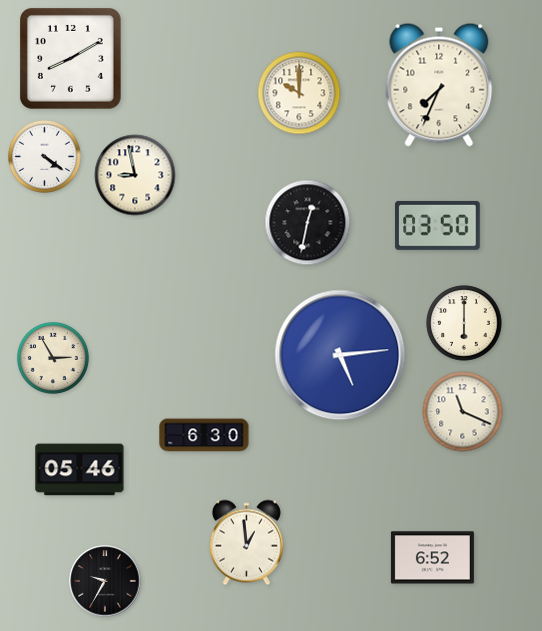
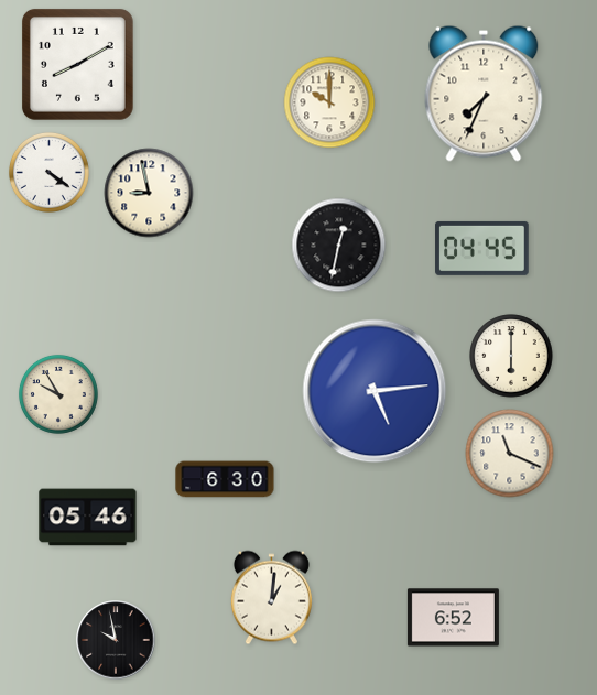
clock at (438, 225): 03:50 -> 04:45
clock at (53, 358): 2:55 -> 9:55
clock at (246, 543): 12:59 -> 1:01
clock at (432, 558) position: (432, 558) -> (453, 618)
clock at (105, 581): 9:35 -> 9:58
